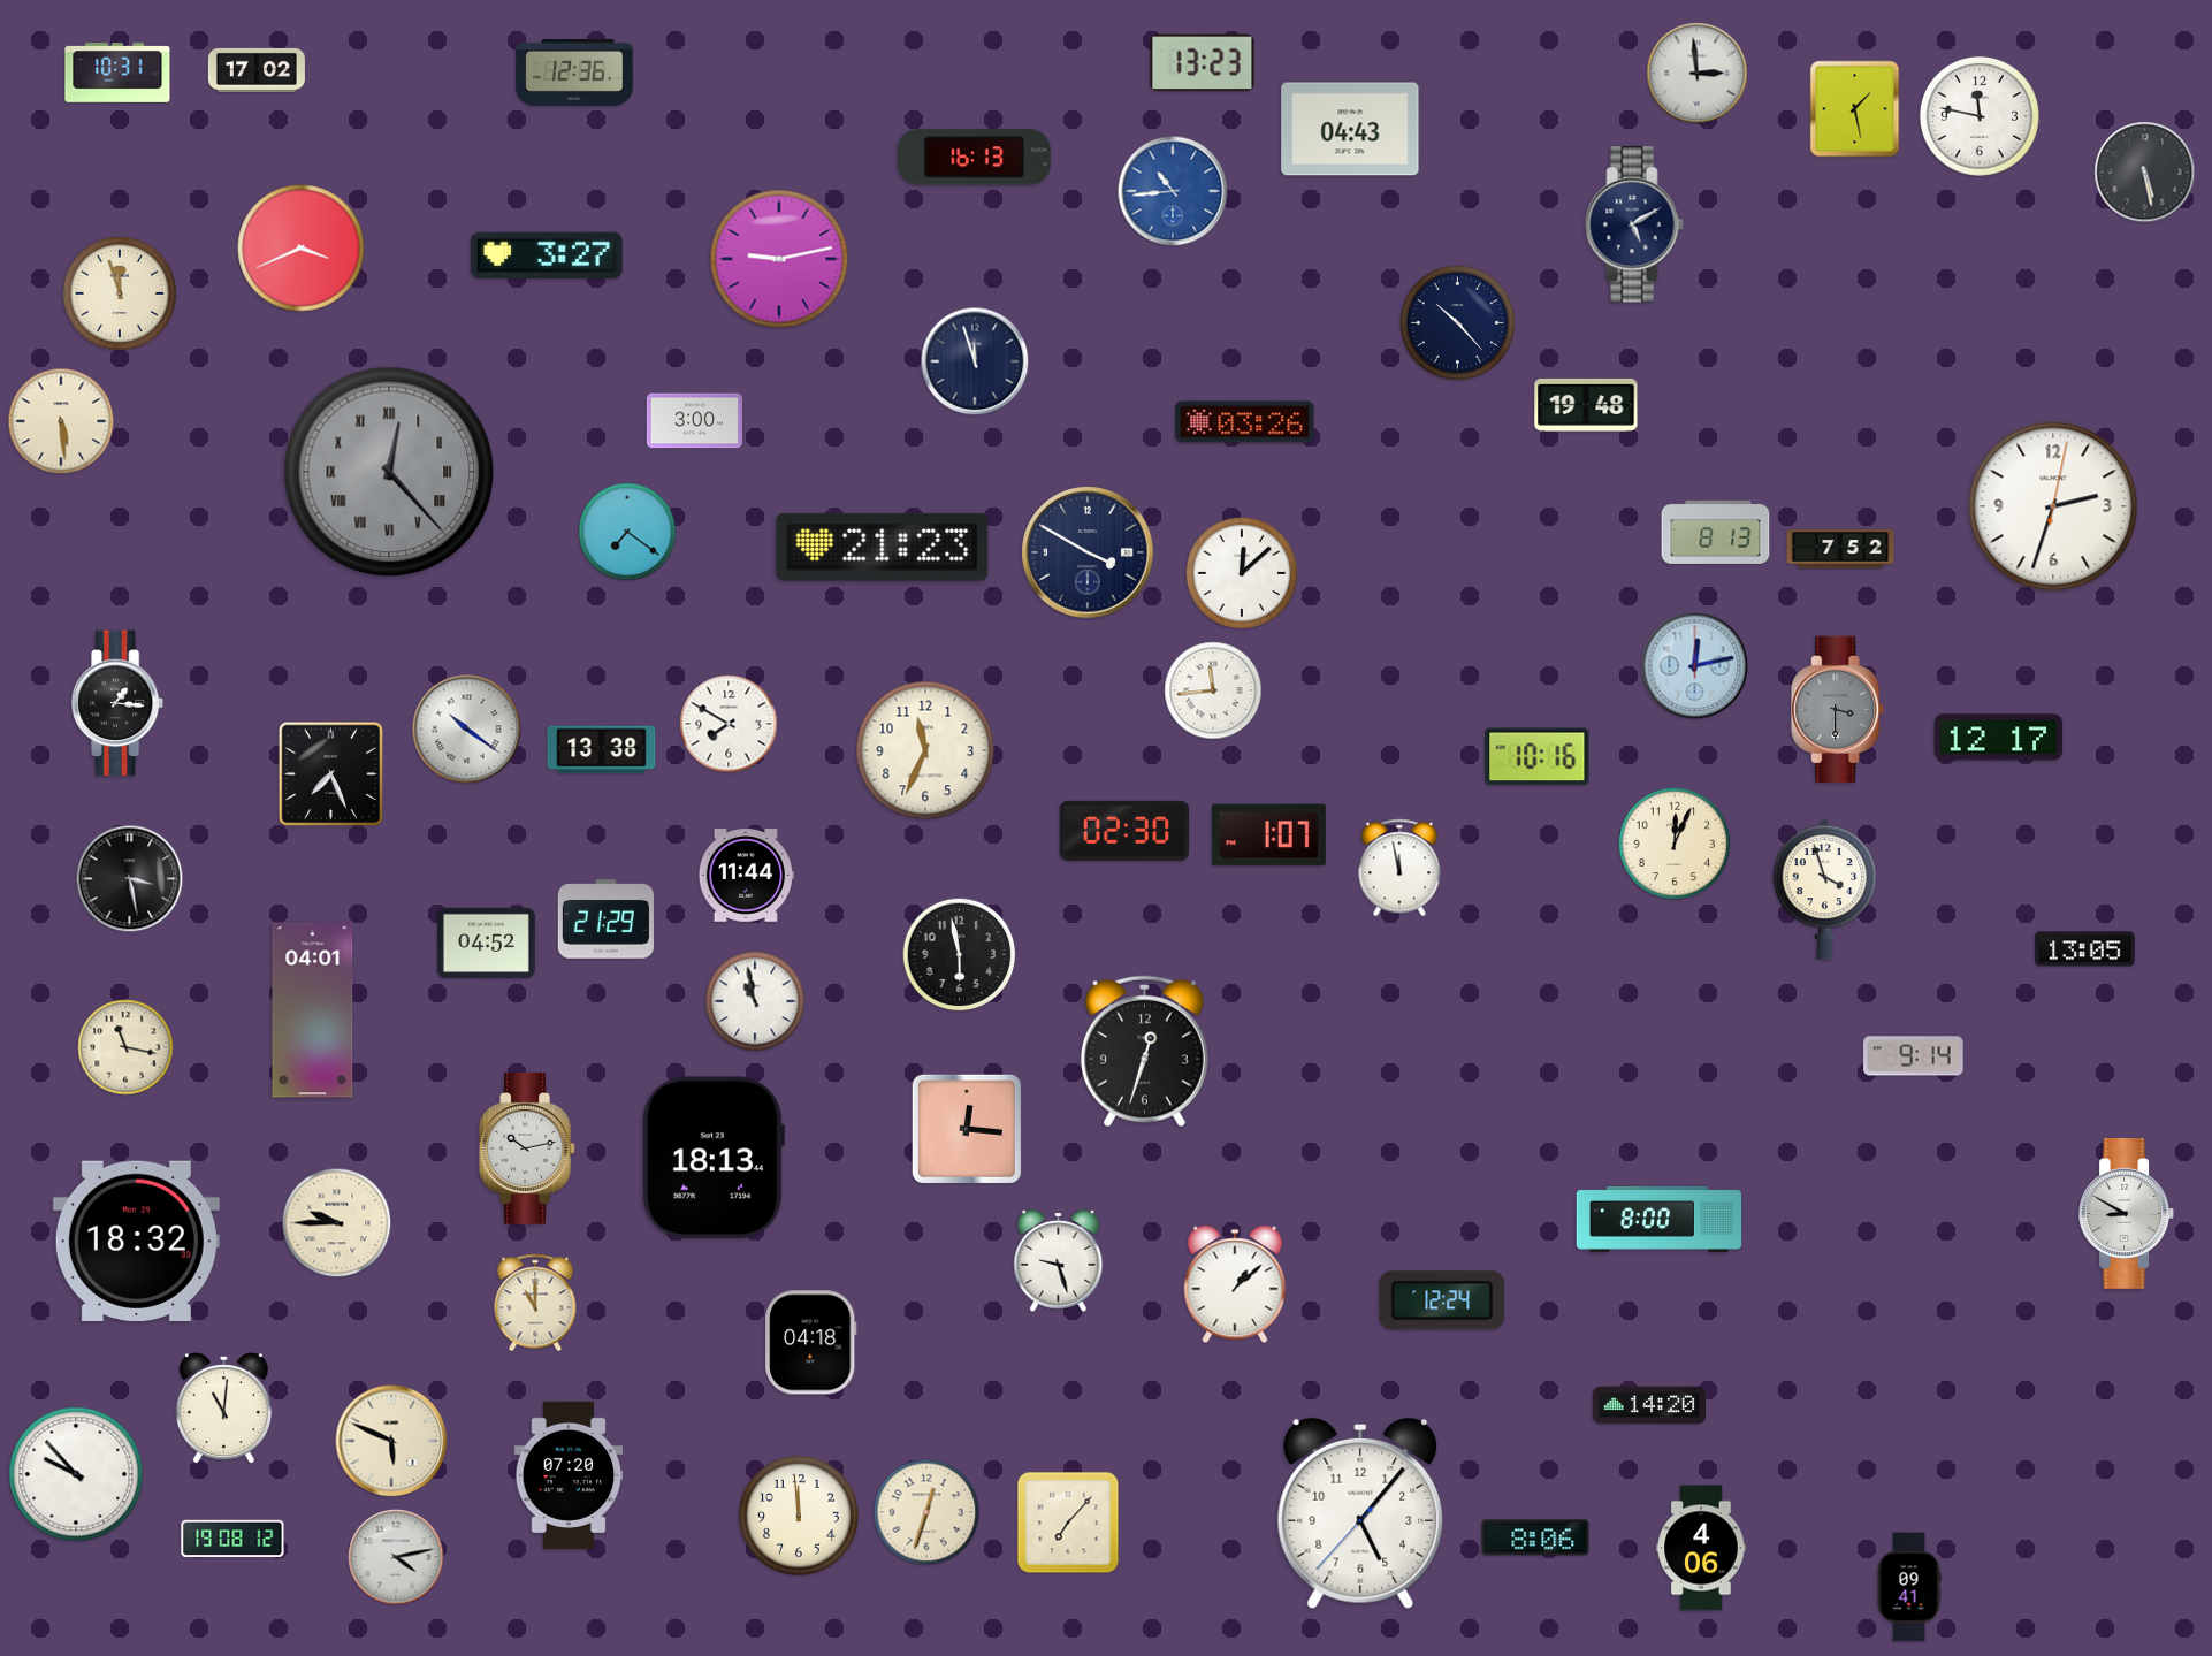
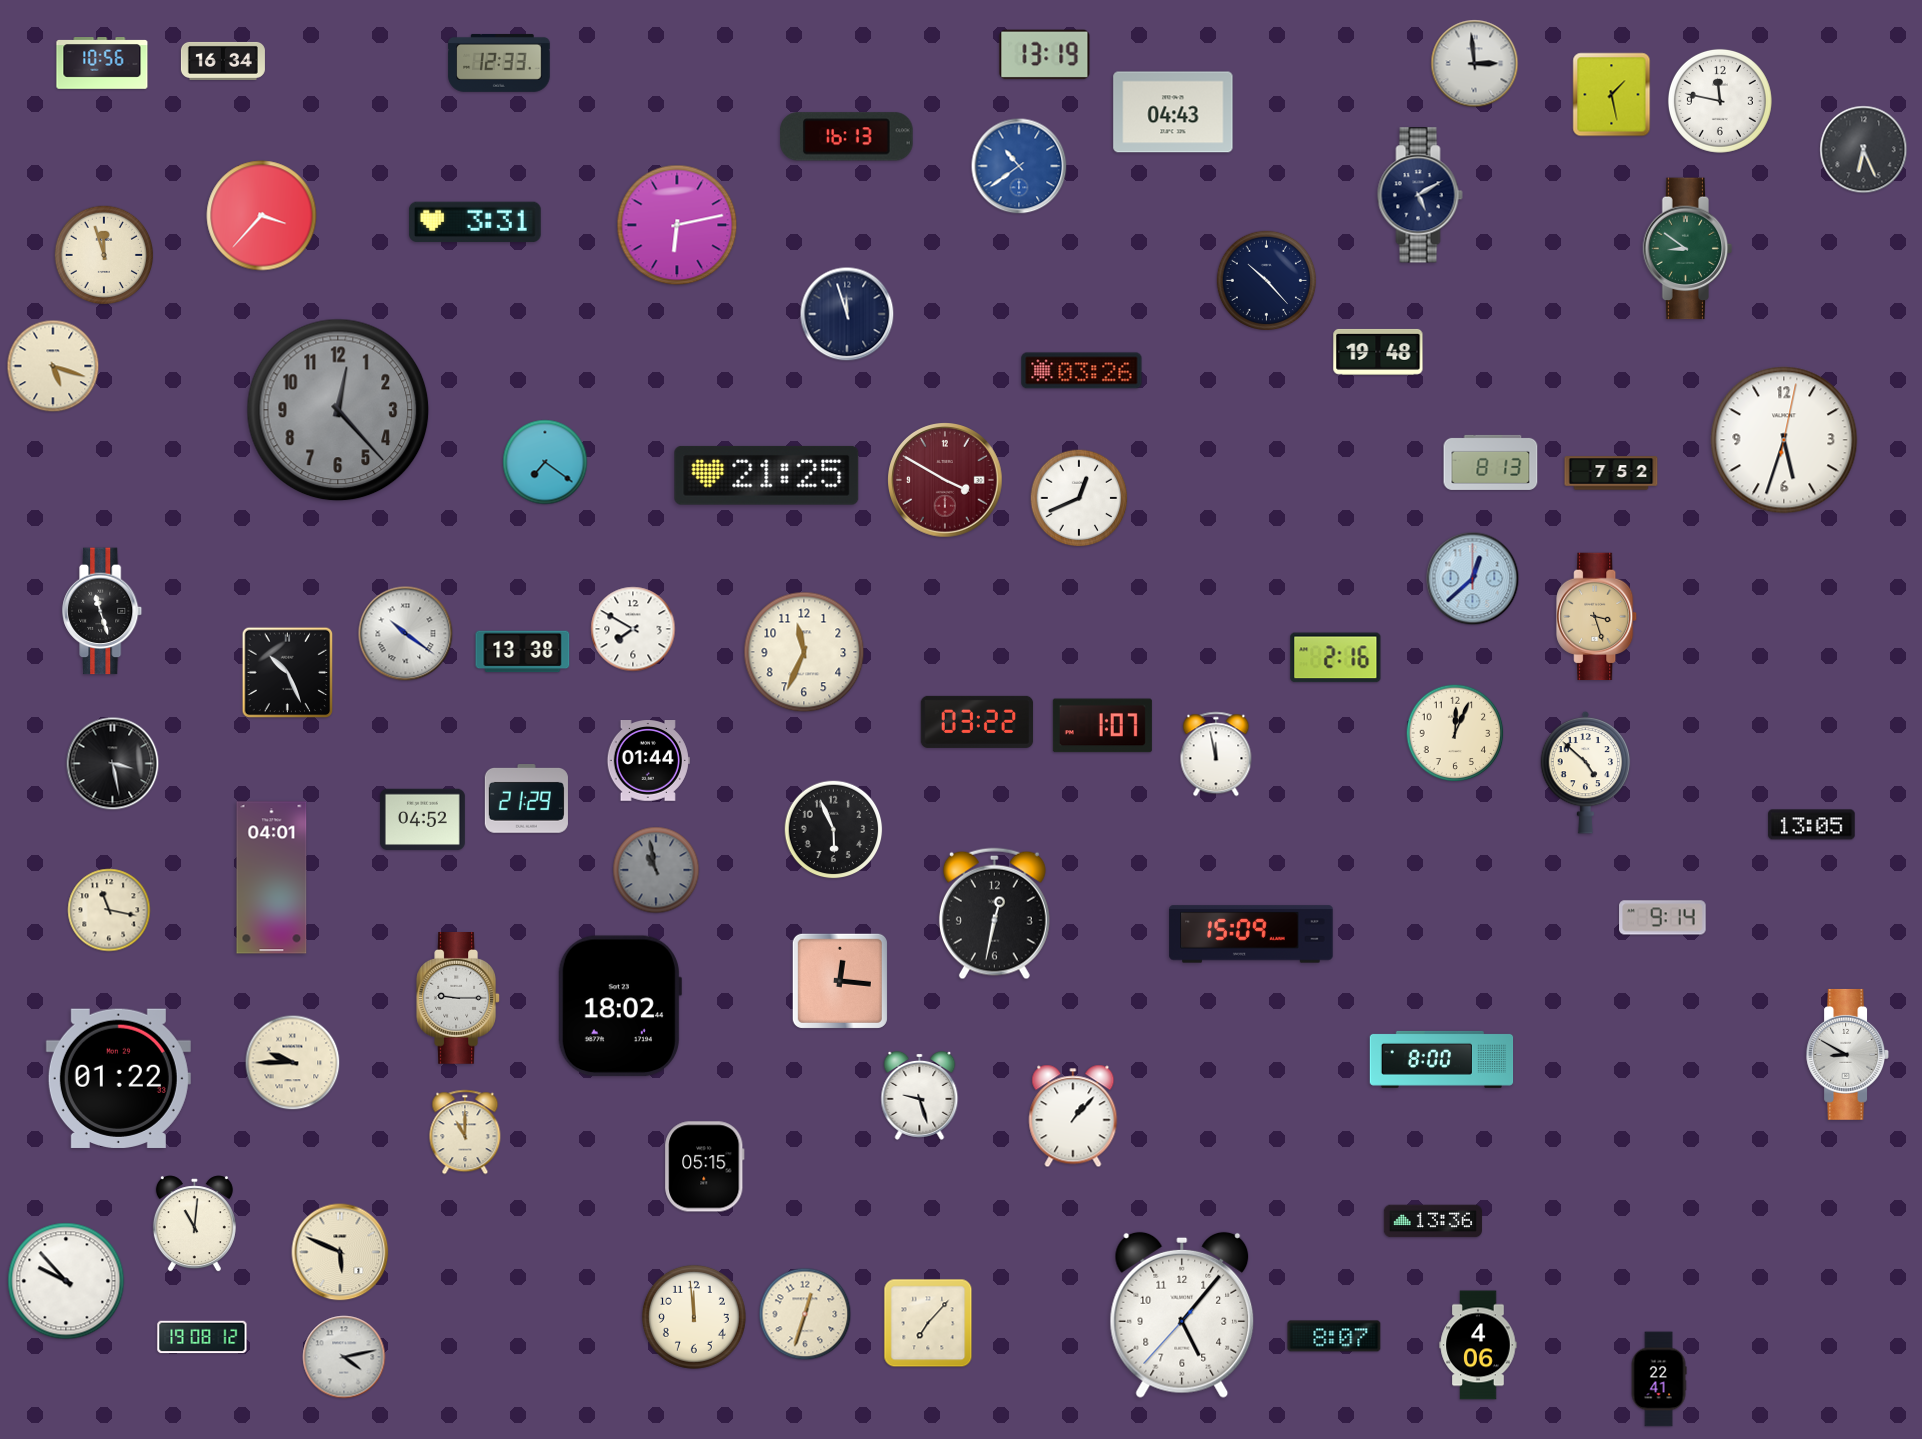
clock at (1203, 63): 13:23 -> 13:19
clock at (257, 70): 17:02 -> 16:34
clock at (117, 73): 10:31 -> 10:56
clock at (574, 73): 12:36 -> 12:33
clock at (2145, 173): 5:28 -> 6:26
clock at (1173, 191): 10:44 -> 10:39
clock at (302, 249): 3:41 -> 3:37
clock at (547, 255): 3:27 -> 3:31
clock at (779, 259): 9:13 -> 6:13
clock at (1688, 249): none -> 8:51
clock at (61, 421): 5:29 -> 5:18
clock at (694, 421): 3:00 -> none
clock at (1245, 422) position: (1245, 422) -> (1082, 371)
clock at (389, 472) numerals: Roman -> Arabic
clock at (2053, 506): 2:33 -> 5:33
clock at (883, 547): 21:23 -> 21:25
clock at (1840, 549) position: (1840, 549) -> (1611, 473)
clock at (1089, 554) dial: navy -> burgundy
clock at (1242, 573): 12:08 -> 12:41
clock at (1695, 666): 12:13 -> 12:38
clock at (1213, 690): 11:44 -> none
clock at (119, 703): 1:16 -> 11:27
clock at (1838, 710): 3:30 -> 3:27
clock at (1838, 710) dial: grey -> champagne
clock at (1999, 738): 12:17 -> none
clock at (1538, 757): 10:16 -> 2:16
clock at (331, 774): 7:26 -> 10:26
clock at (1124, 831): 02:30 -> 03:22
clock at (746, 876): 11:44 -> 01:44
clock at (1825, 888): 3:57 -> 4:52
clock at (960, 955): 5:58 -> 5:56
clock at (755, 1001) dial: white -> grey
clock at (1144, 1052): 12:33 -> 12:32
clock at (1251, 934): none -> 15:09
clock at (527, 1150): 10:13 -> 9:15
clock at (712, 1158): 18:13 -> 18:02
clock at (136, 1241): 18:32 -> 01:22
clock at (1235, 1284): 1:08 -> 1:07
clock at (1442, 1300): 12:24 -> none
clock at (811, 1343): 04:18 -> 05:15
clock at (1649, 1405): 14:20 -> 13:36
clock at (569, 1474): 07:20 -> none
clock at (1535, 1537): 8:06 -> 8:07
clock at (396, 1557) position: (396, 1557) -> (344, 1357)
clock at (1909, 1587): 09:41 -> 22:41
